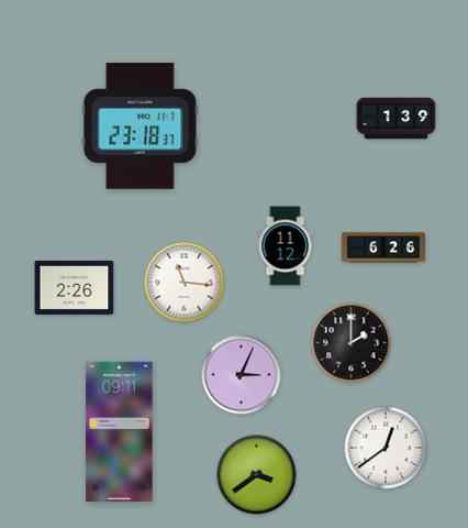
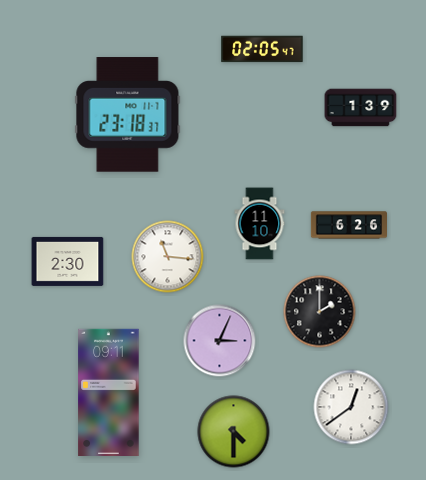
clock at (262, 49): none -> 02:05
clock at (286, 246): 11:12 -> 11:10
clock at (75, 287): 2:26 -> 2:30
clock at (257, 475): 3:39 -> 4:30
